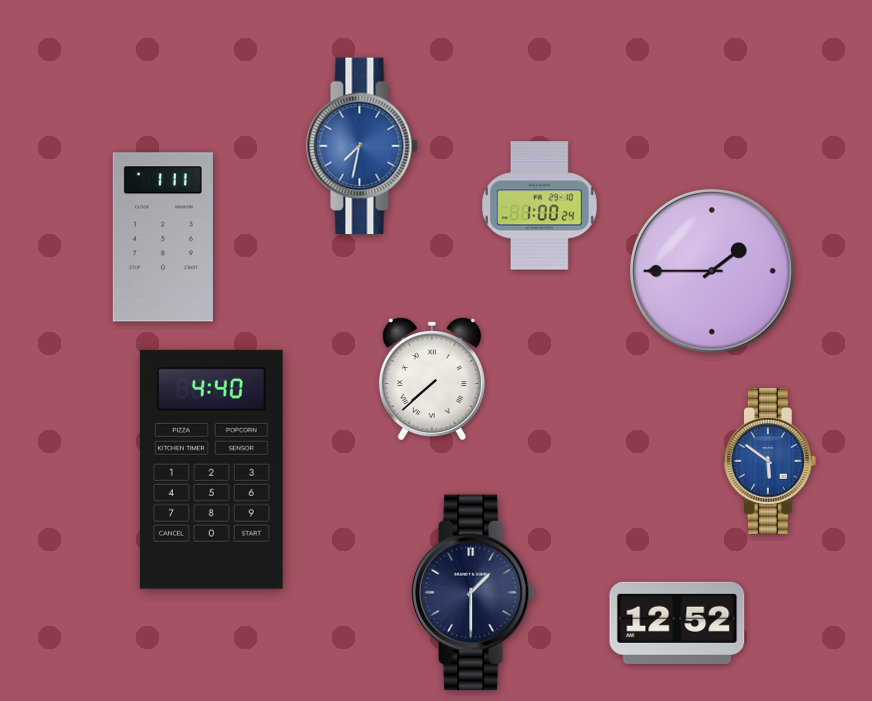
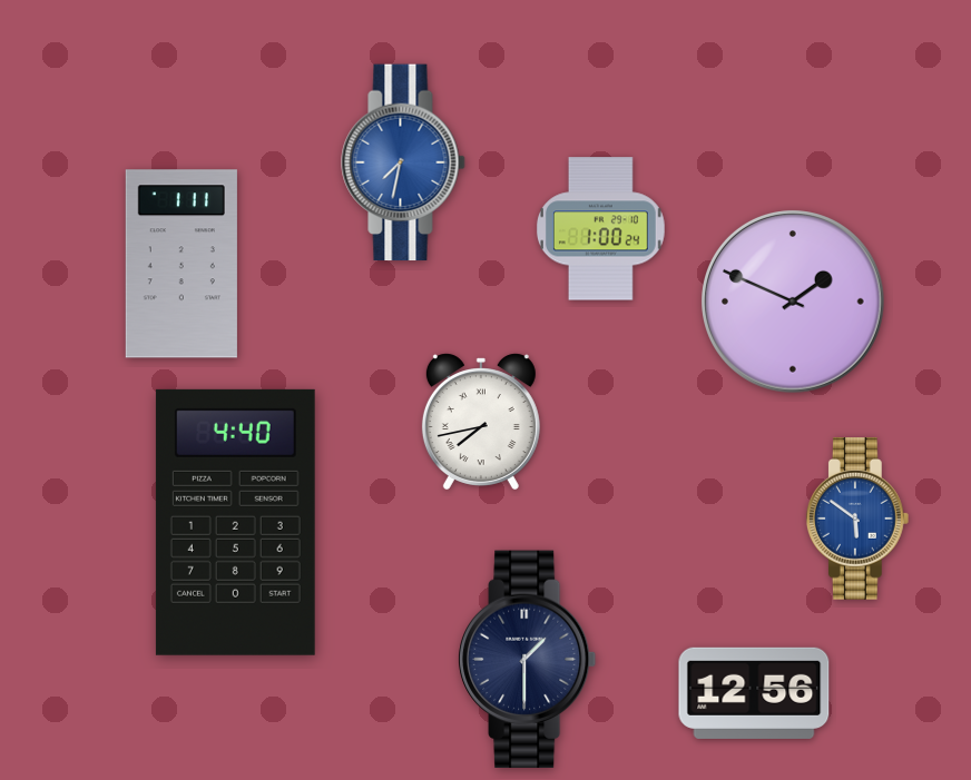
clock at (713, 272): 1:45 -> 1:49
clock at (432, 379): 7:38 -> 7:43
clock at (770, 461) position: (770, 461) -> (857, 519)
clock at (677, 623): 12:52 -> 12:56
